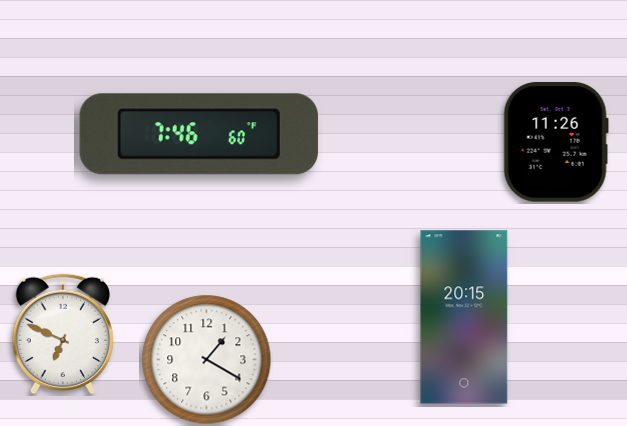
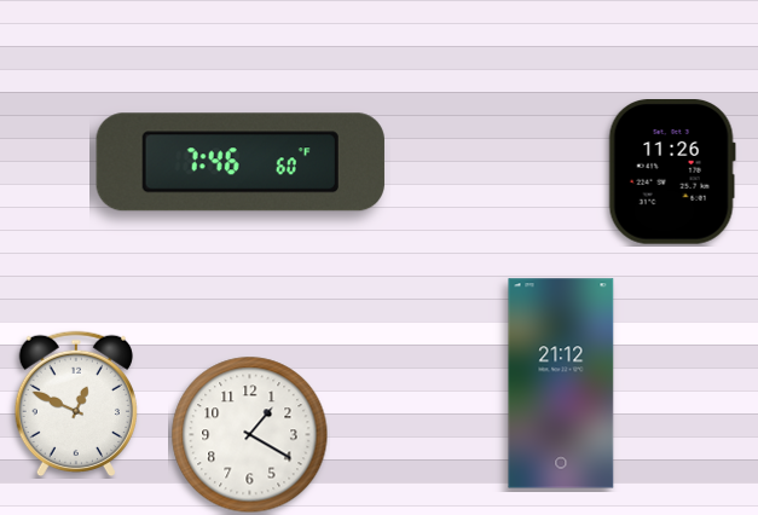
clock at (464, 317): 20:15 -> 21:12
clock at (62, 334): 6:49 -> 12:49
